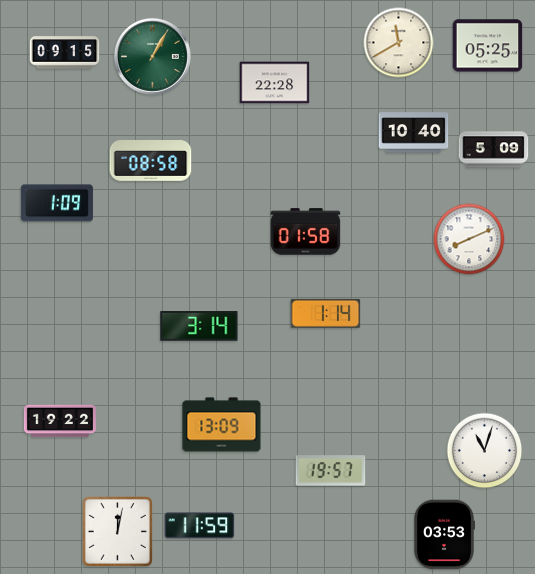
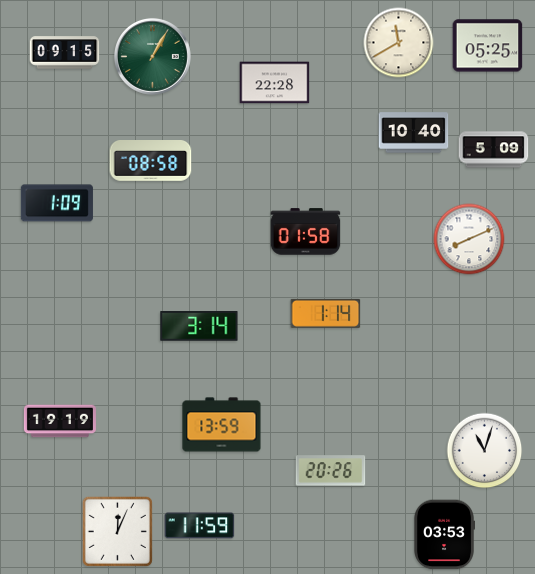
clock at (60, 421): 19:22 -> 19:19
clock at (222, 425): 13:09 -> 13:59
clock at (331, 471): 19:57 -> 20:26
clock at (117, 531): 12:02 -> 12:04
